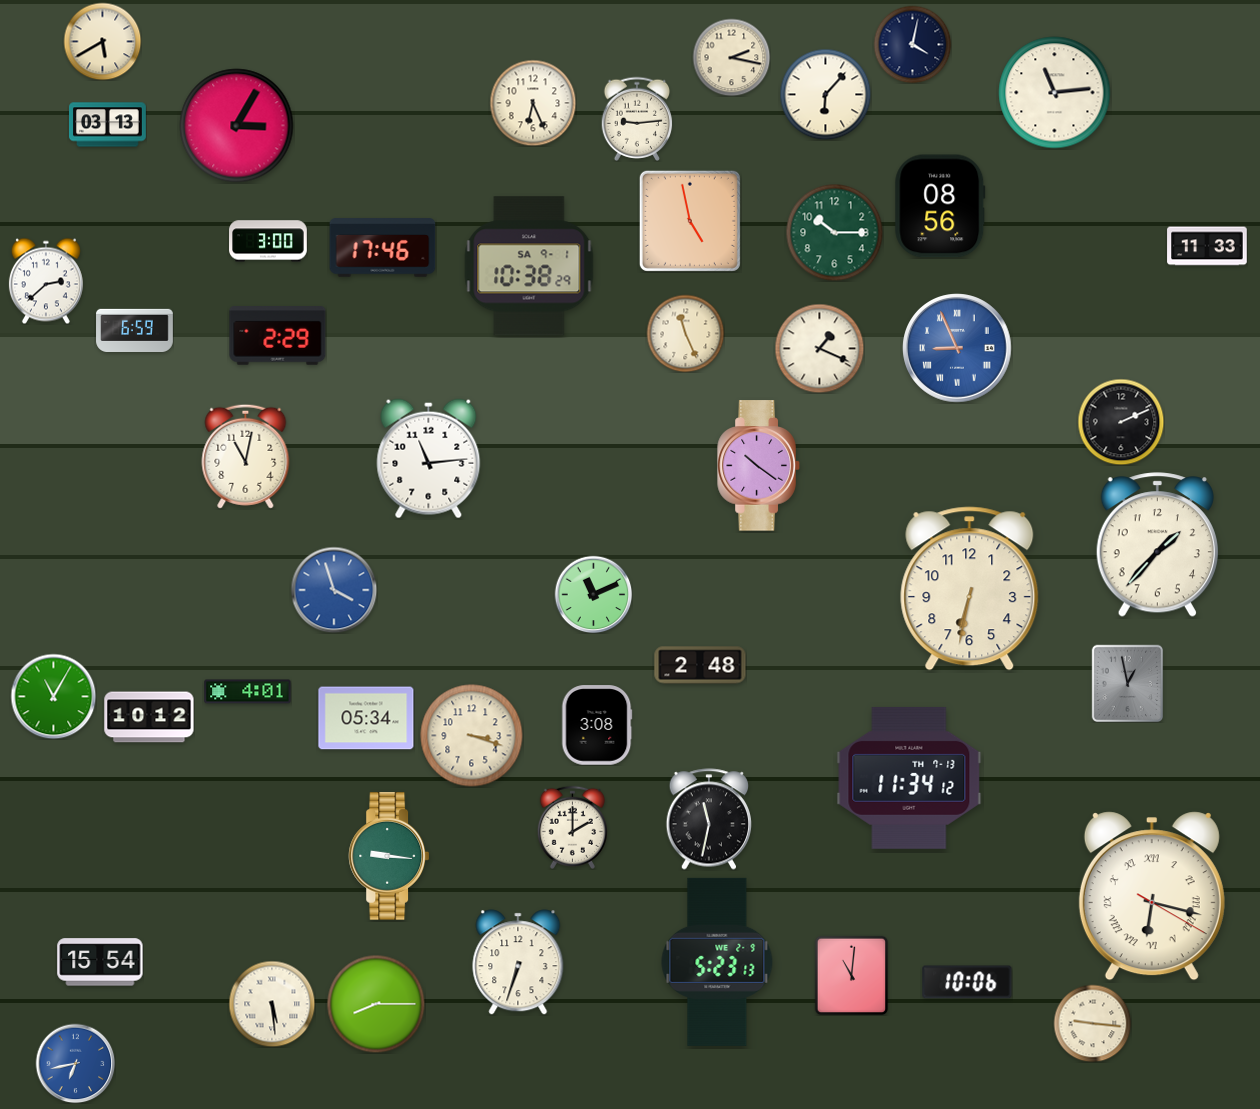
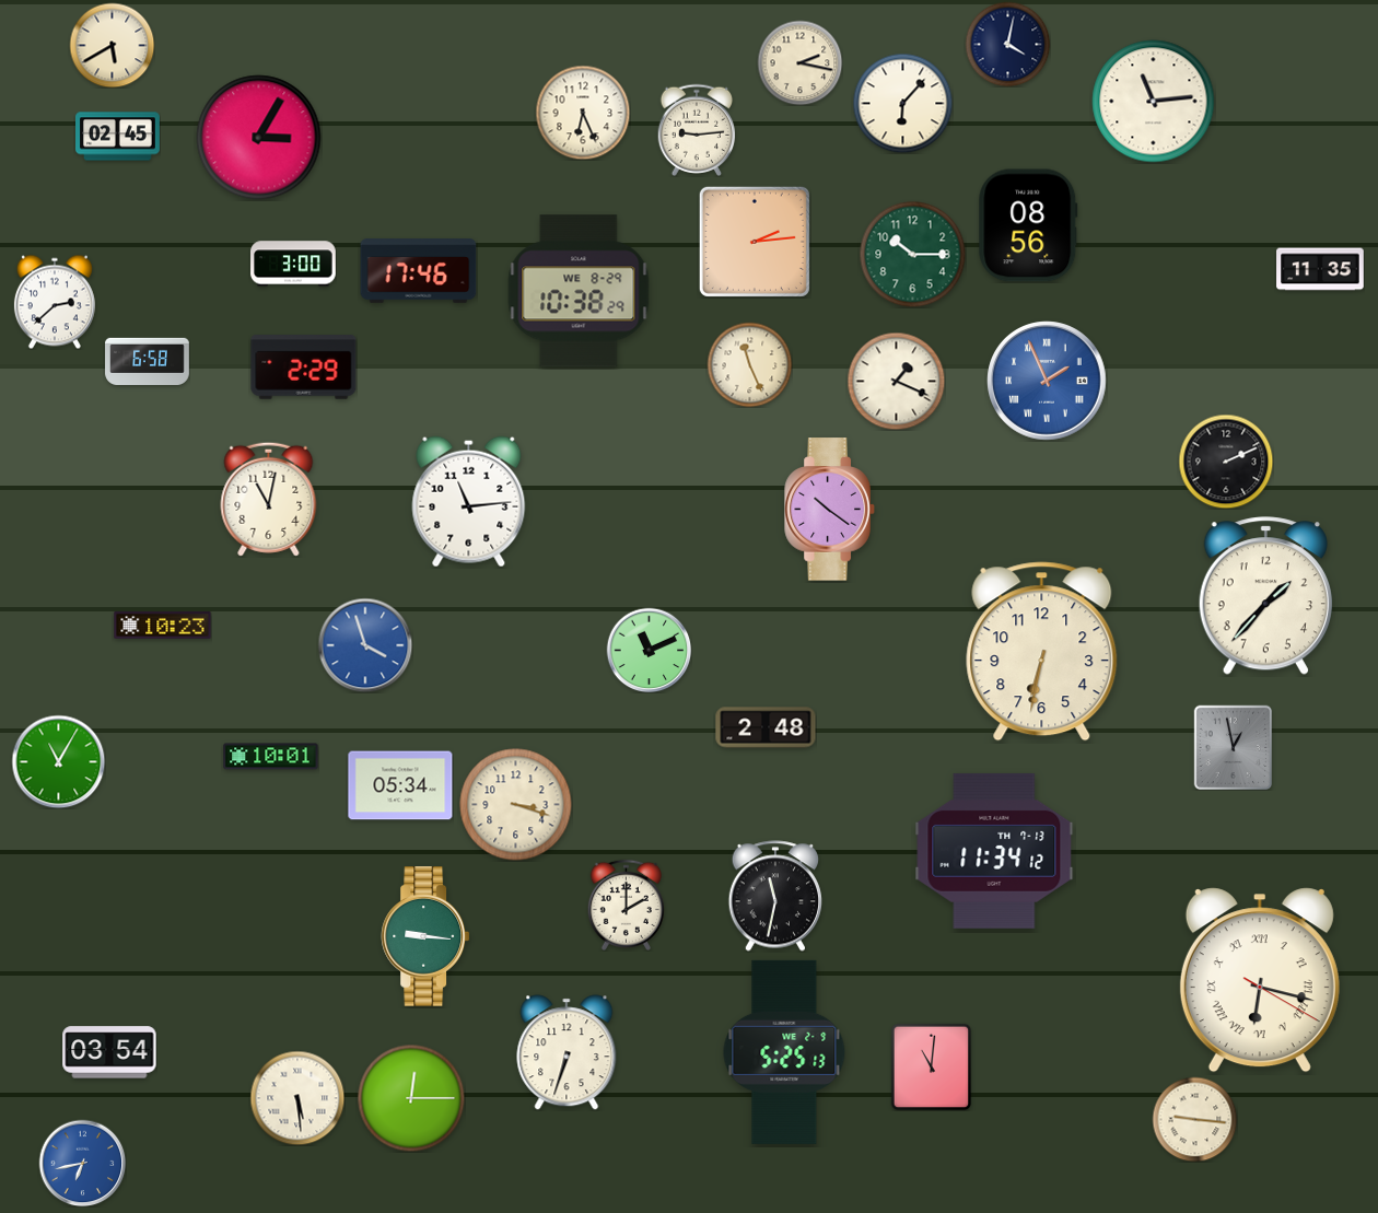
clock at (912, 44) position: (912, 44) -> (1007, 44)
clock at (108, 125): 03:13 -> 02:45
clock at (690, 221): 4:58 -> 2:14
clock at (1207, 246): 11:33 -> 11:35
clock at (529, 266) date: SA 9-1 -> WE 8-29
clock at (46, 281) position: (46, 281) -> (55, 302)
clock at (135, 330): 6:59 -> 6:58
clock at (957, 348): 8:56 -> 1:56
clock at (163, 626): none -> 10:23
clock at (970, 589) position: (970, 589) -> (1042, 652)
clock at (248, 692): 4:01 -> 10:01
clock at (149, 717): 10:12 -> none
clock at (597, 725): 3:08 -> none
clock at (100, 962): 15:54 -> 03:54
clock at (717, 962): 5:23 -> 5:25
clock at (967, 982): 10:06 -> none
clock at (376, 1004): 8:15 -> 12:15
